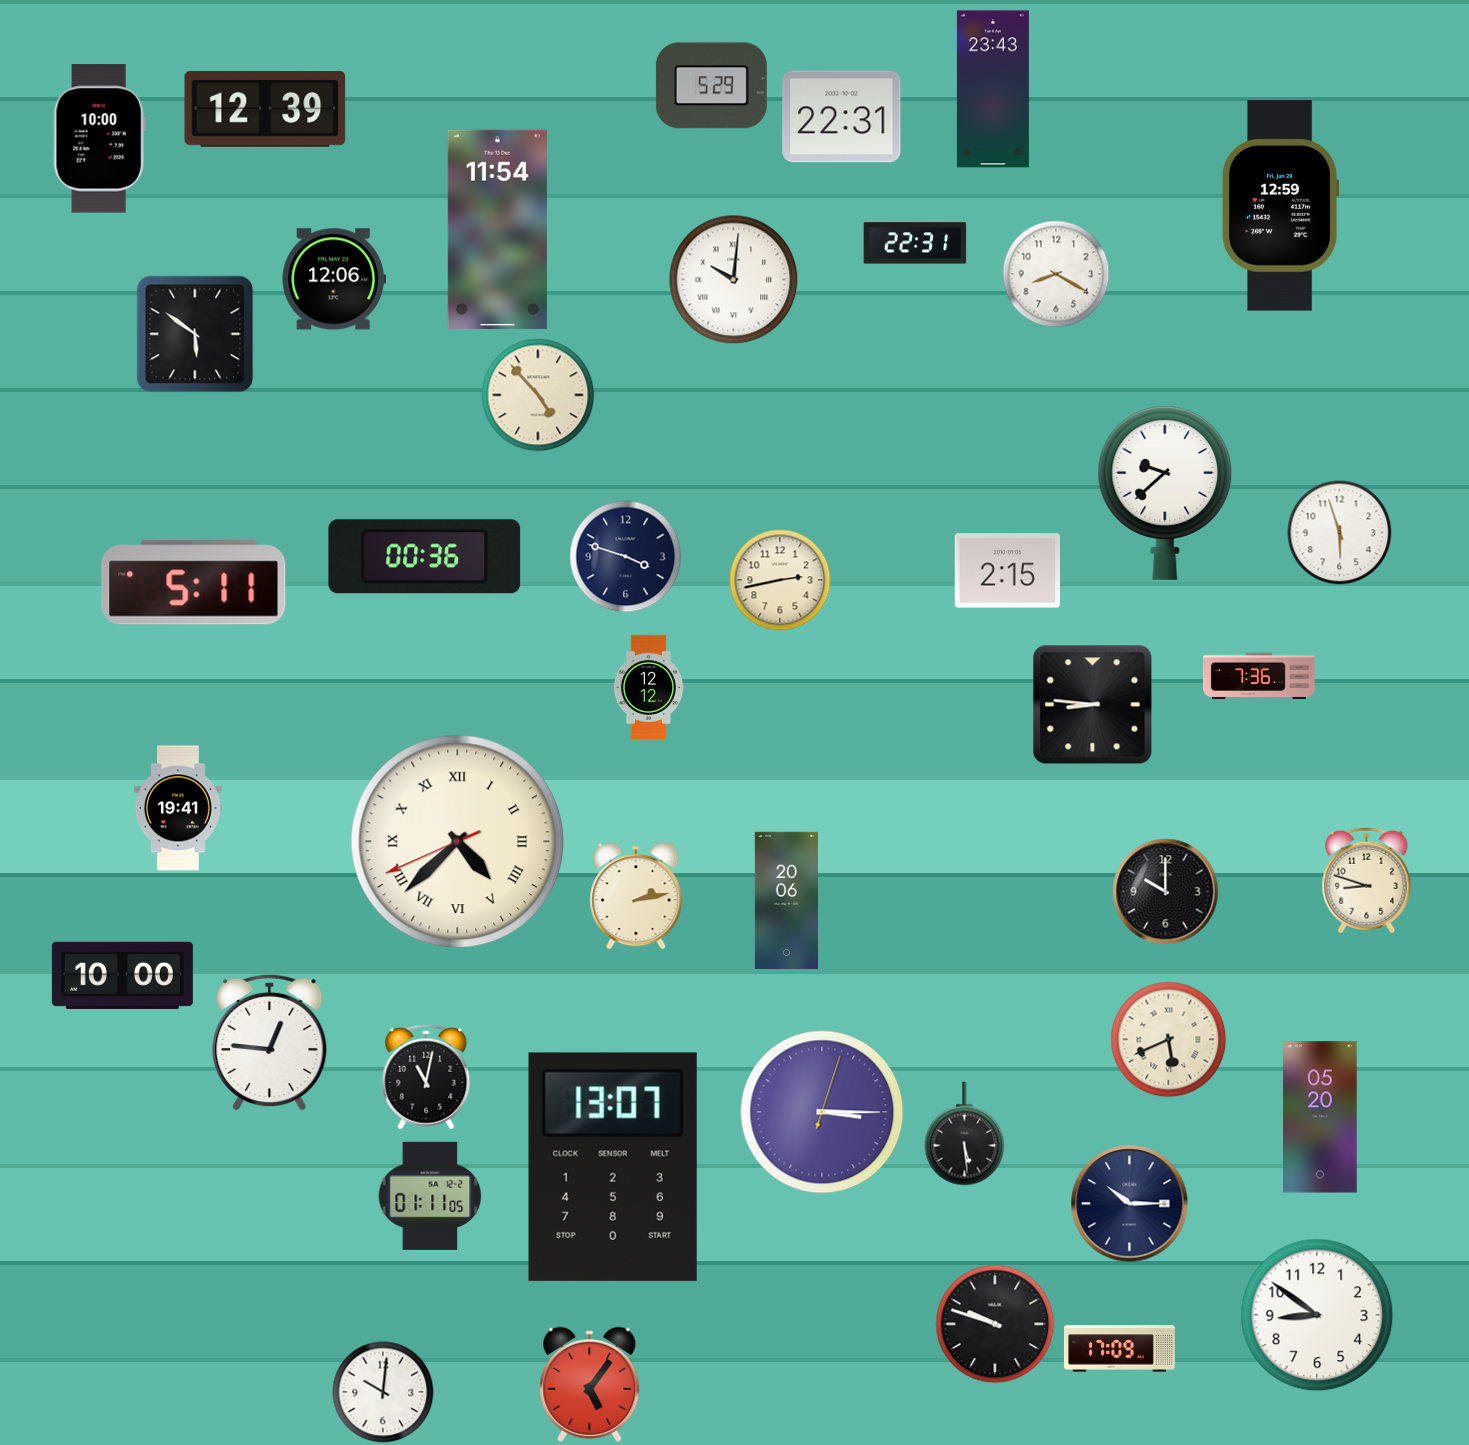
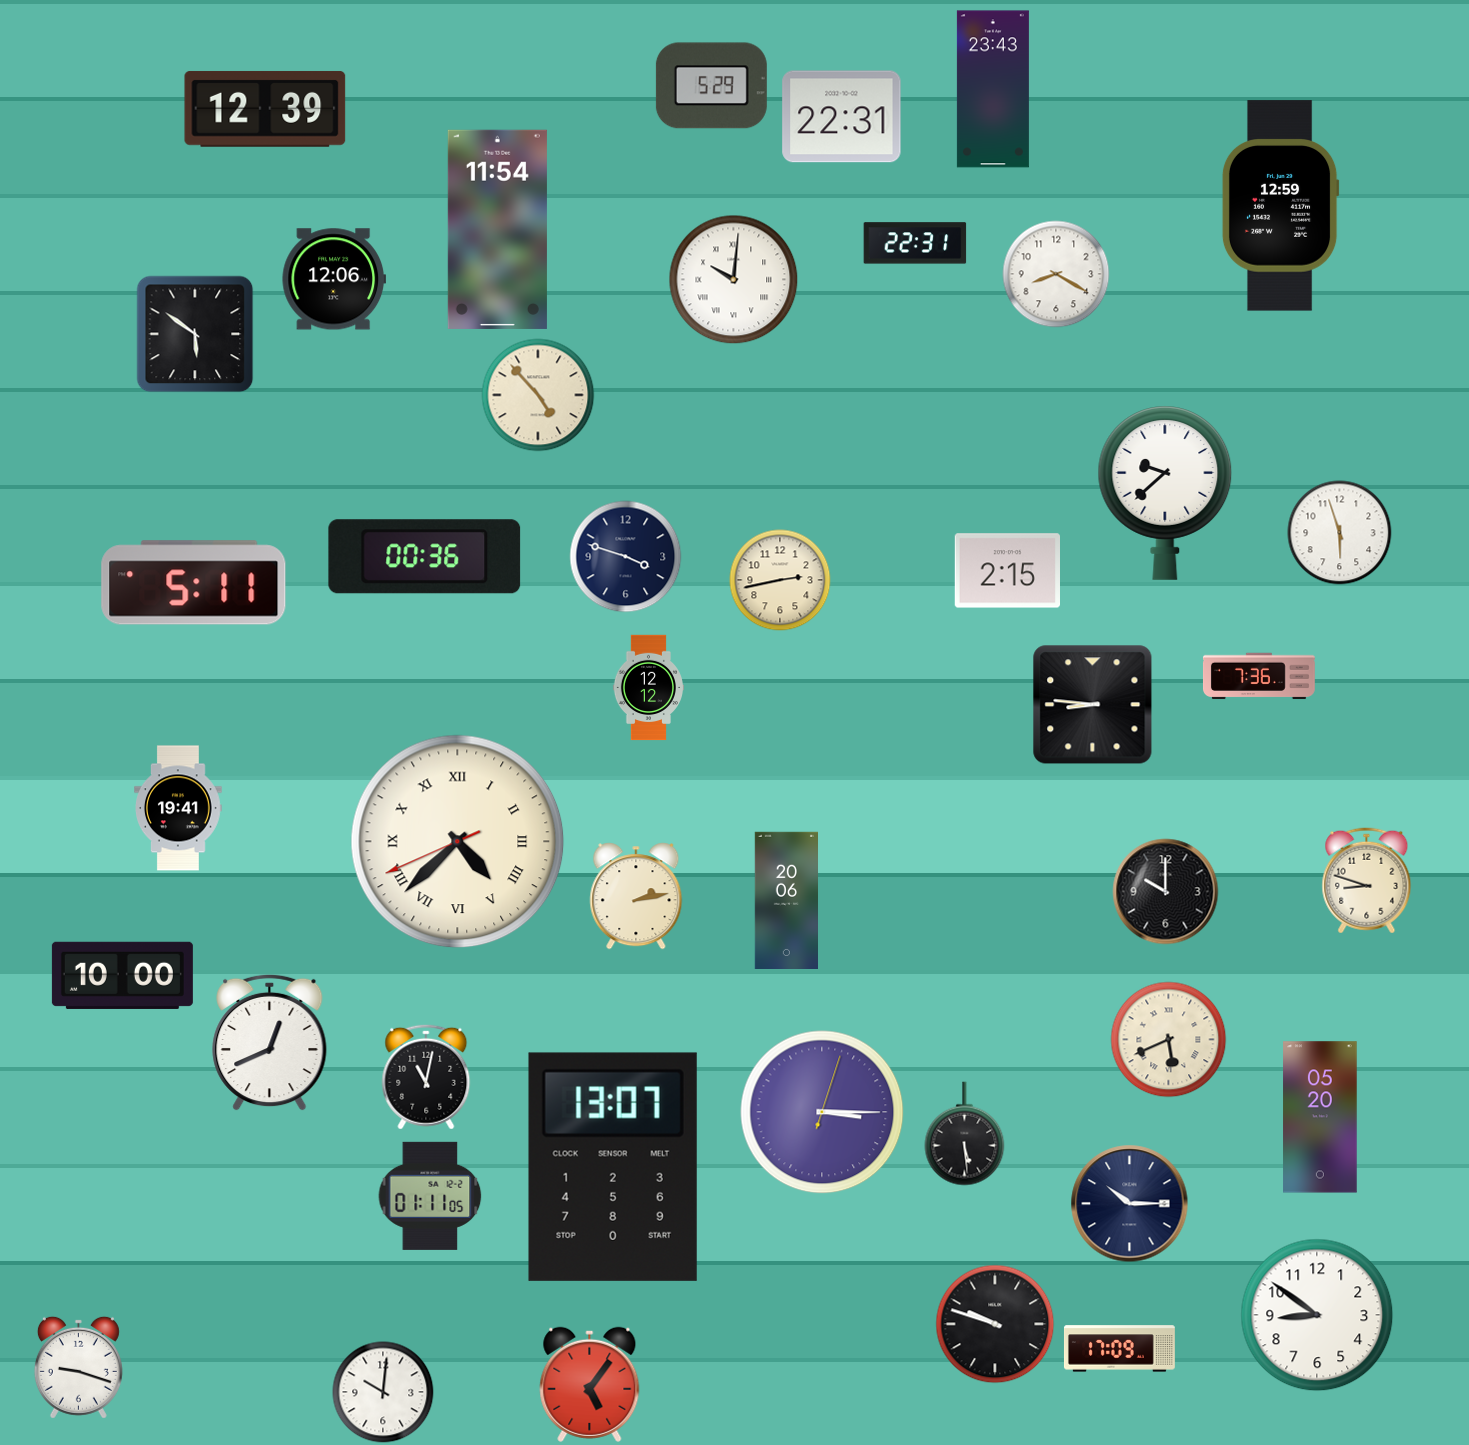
clock at (99, 139): 10:00 -> none
clock at (270, 1042): 12:46 -> 12:41
clock at (78, 1367): none -> 9:18
